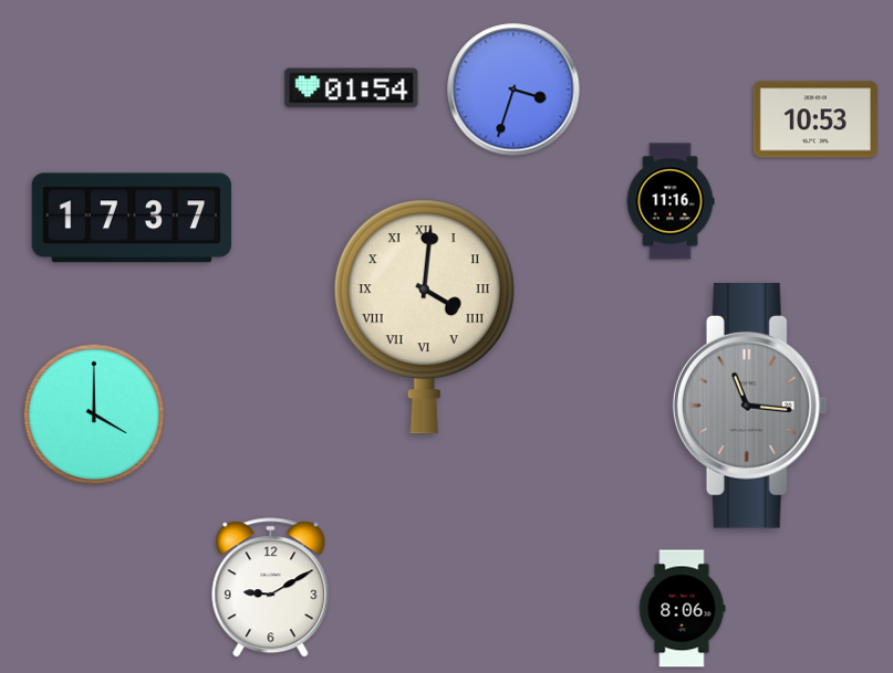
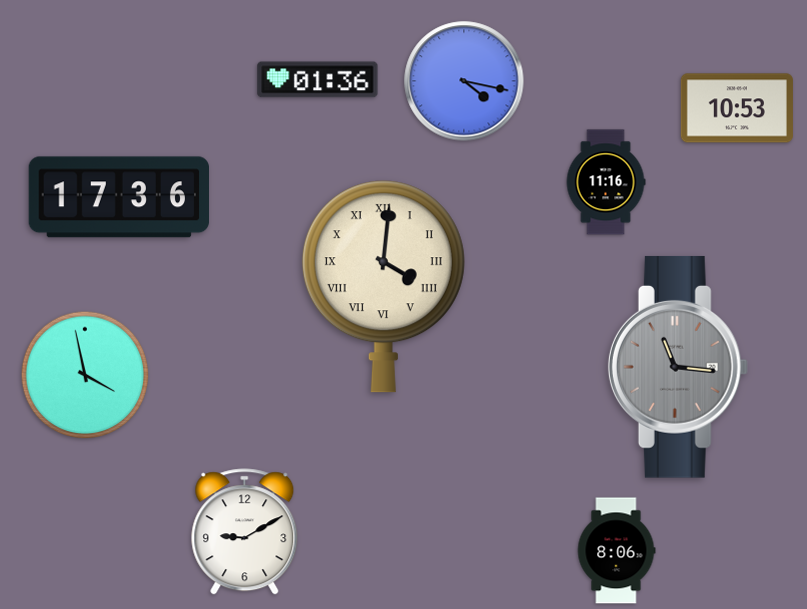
clock at (352, 88): 01:54 -> 01:36
clock at (513, 90): 3:33 -> 4:17
clock at (132, 218): 17:37 -> 17:36
clock at (94, 414): 4:00 -> 3:58
